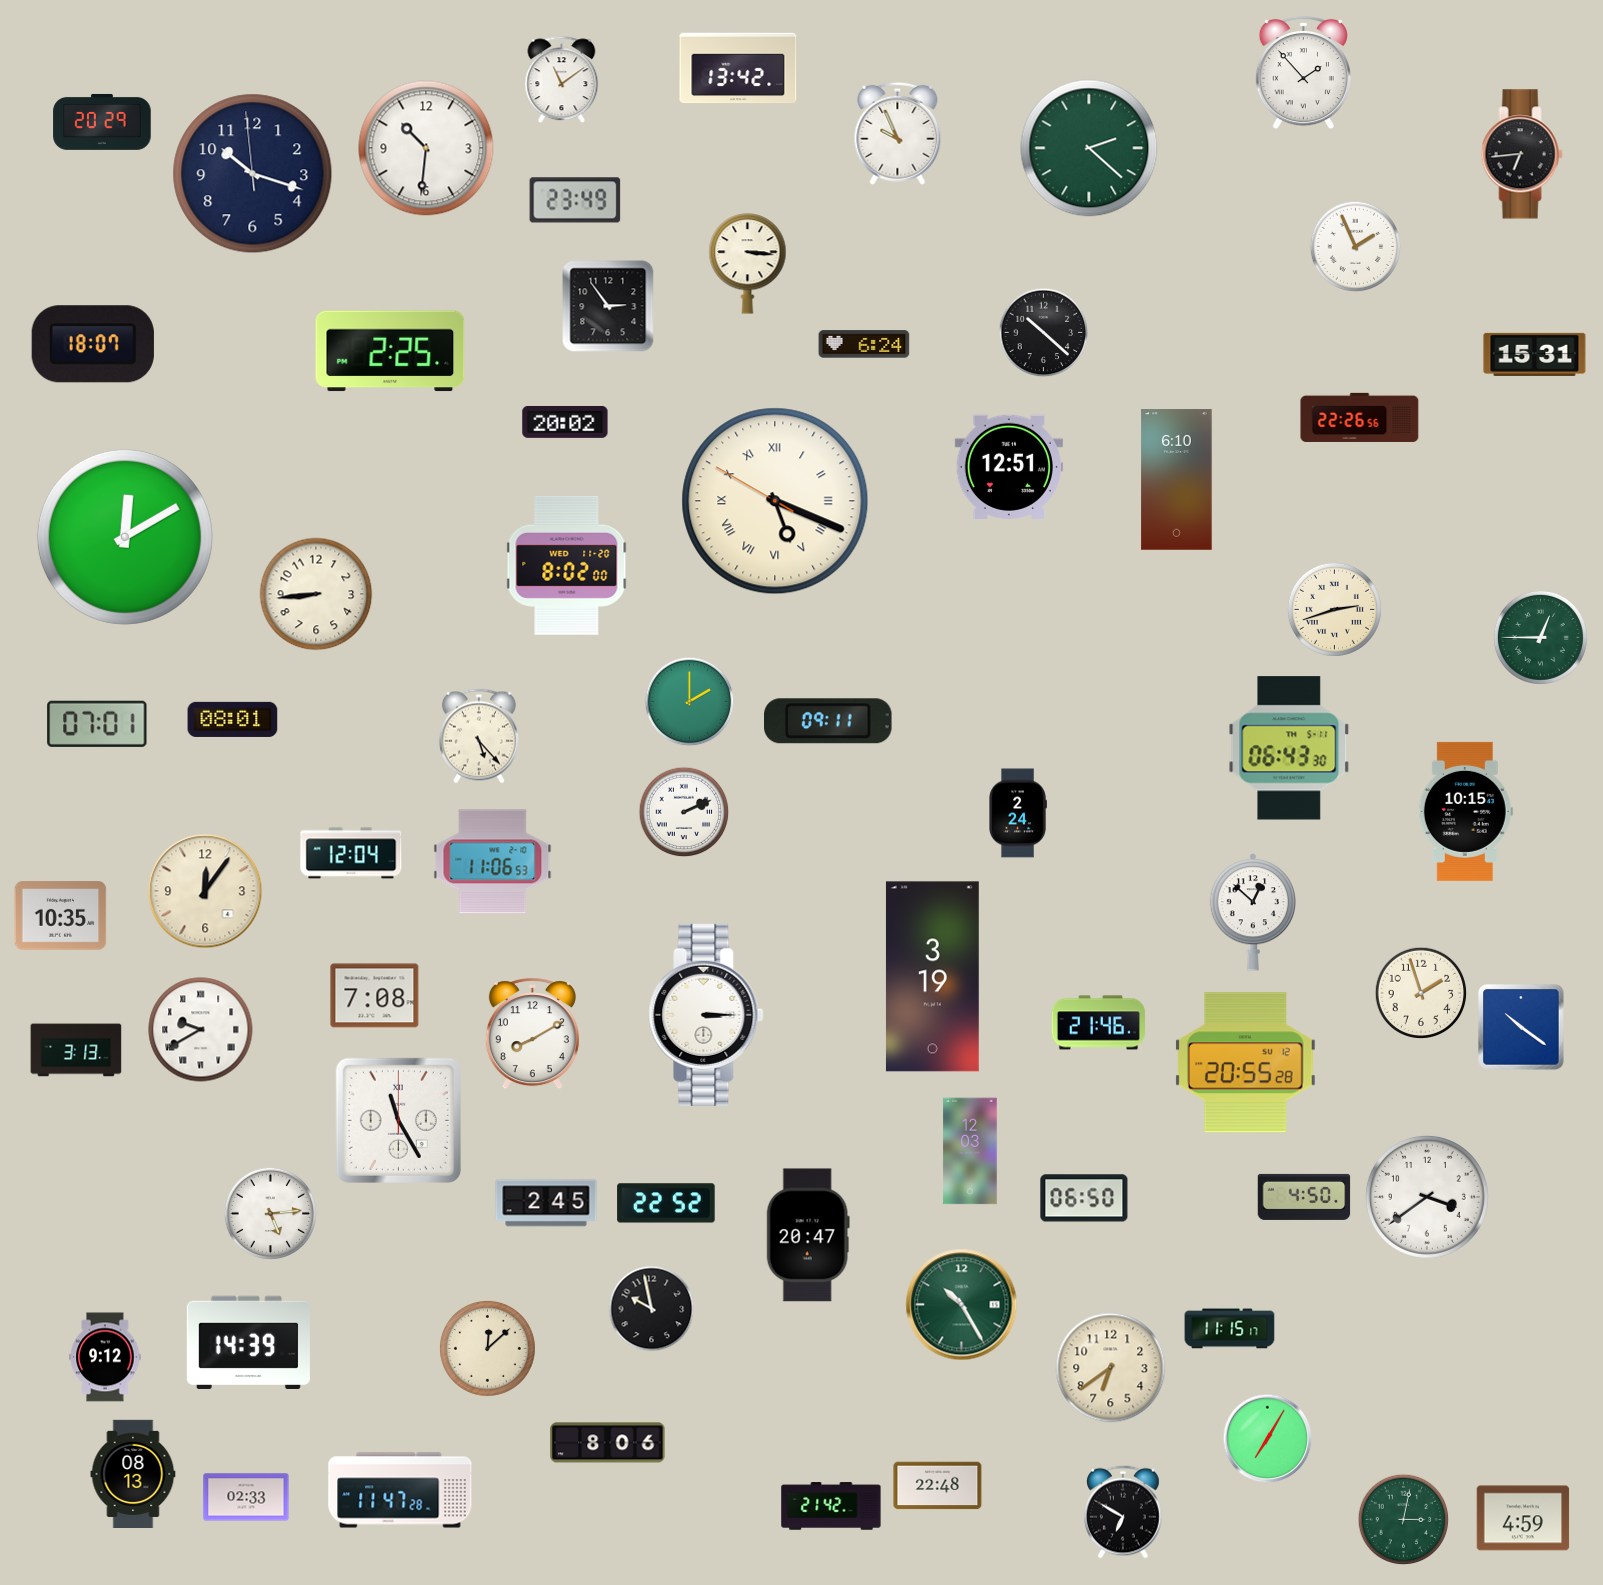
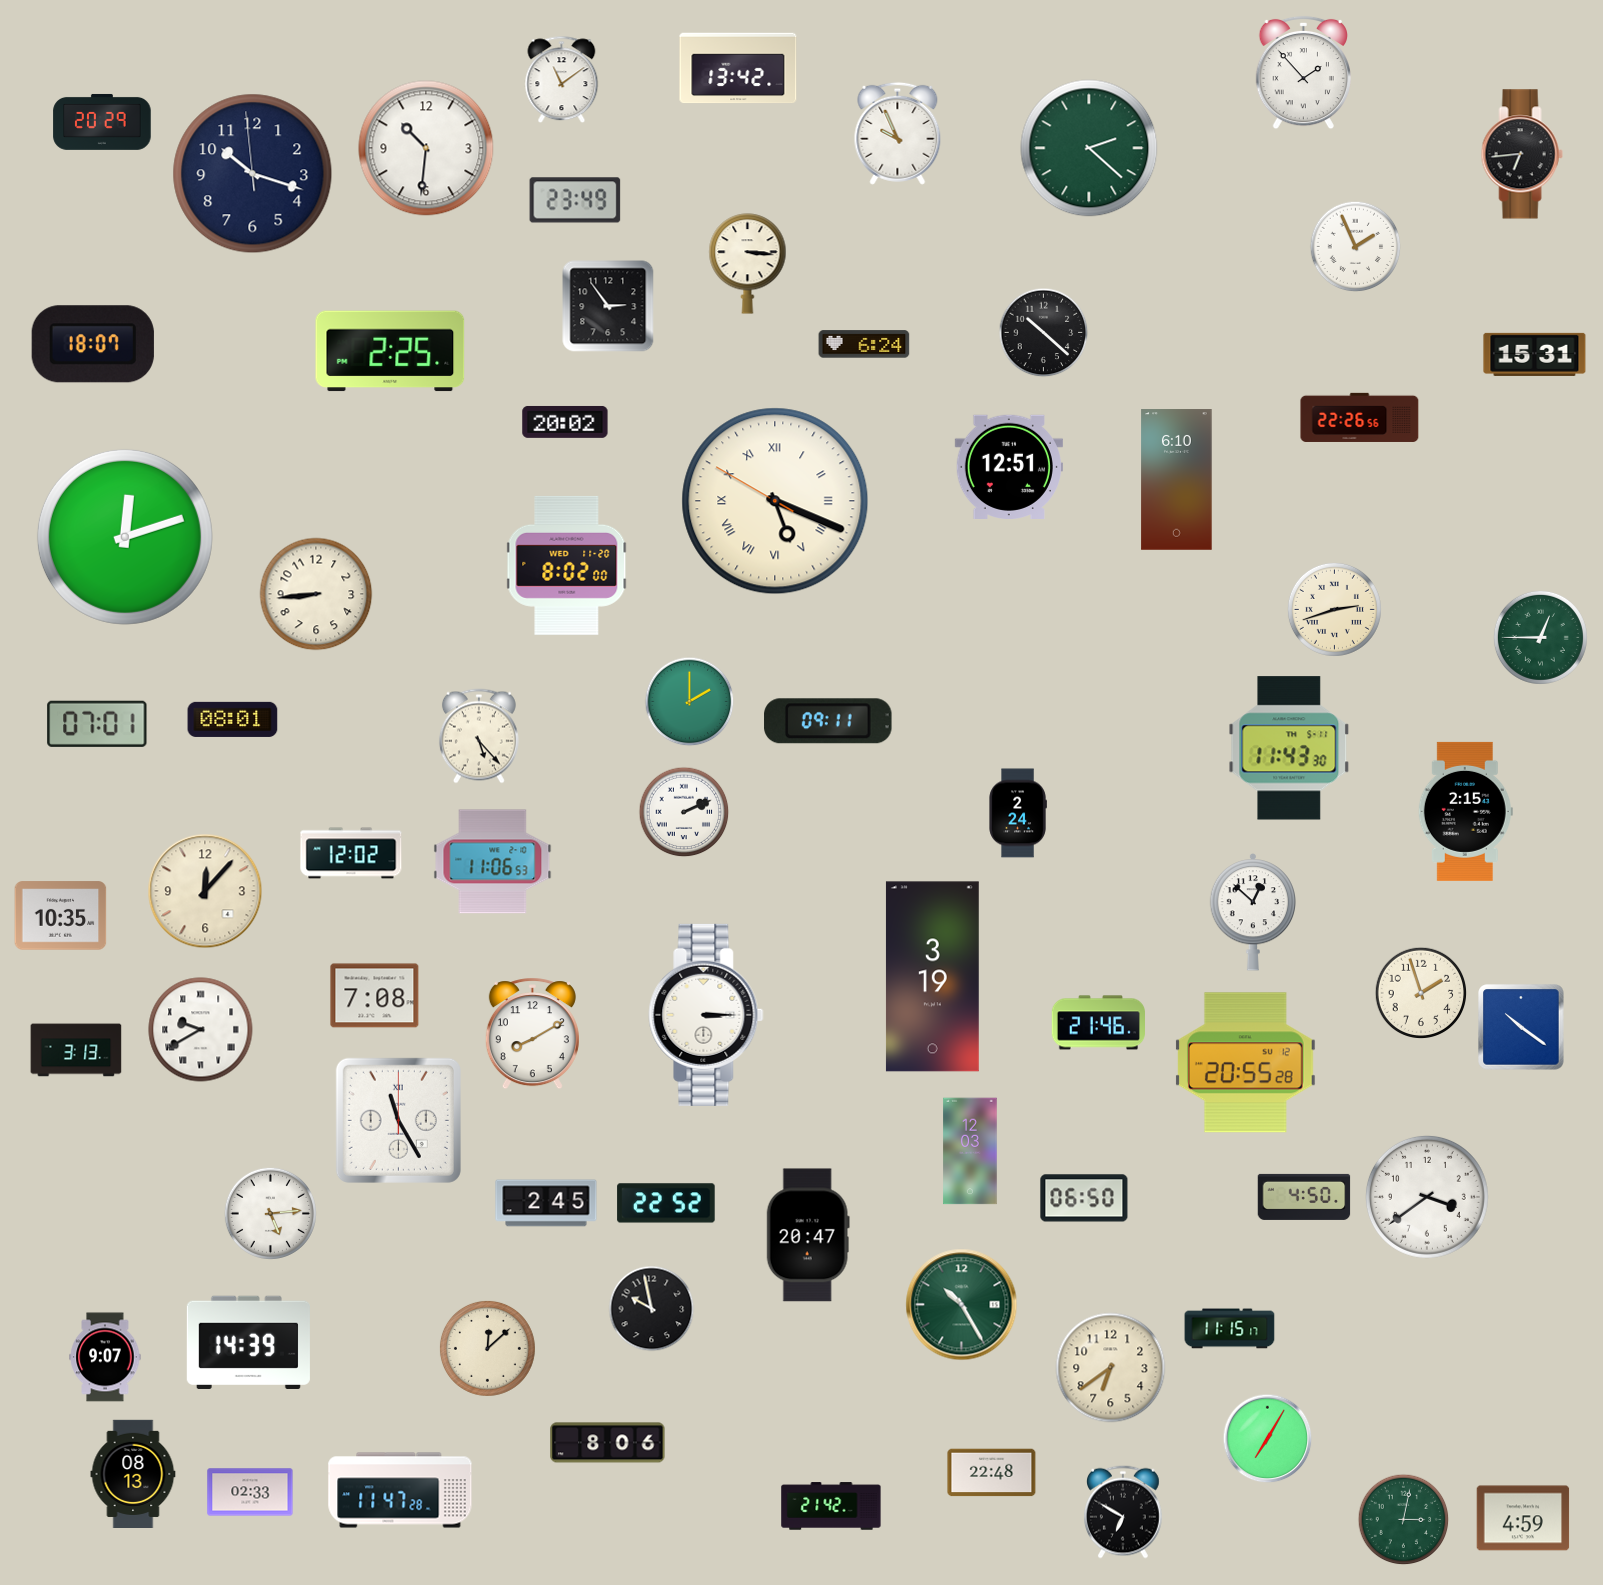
clock at (125, 537): 12:10 -> 12:12
clock at (1289, 748): 06:43 -> 11:43
clock at (1465, 811): 10:15 -> 2:15
clock at (351, 853): 12:04 -> 12:02
clock at (205, 891): 12:06 -> 12:07
clock at (105, 1357): 9:12 -> 9:07
clock at (938, 1486) position: (938, 1486) -> (992, 1473)
clock at (246, 1497) position: (246, 1497) -> (250, 1492)
